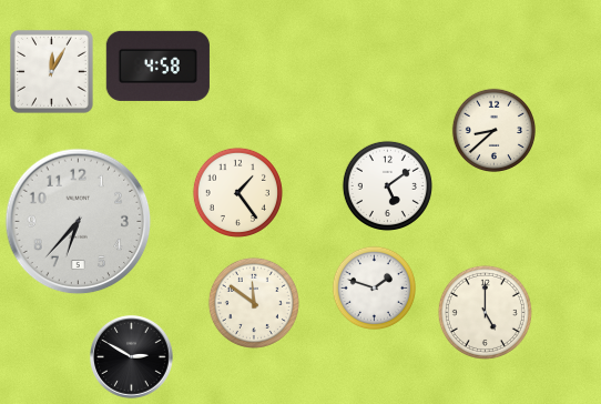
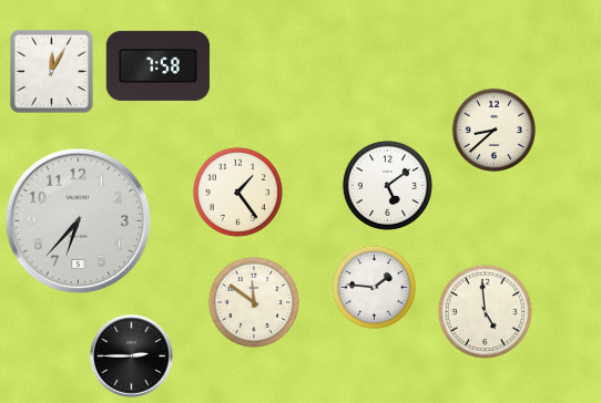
clock at (157, 65): 4:58 -> 7:58
clock at (374, 287): 1:48 -> 1:46
clock at (485, 312): 5:00 -> 4:59
clock at (132, 357): 2:50 -> 2:45
